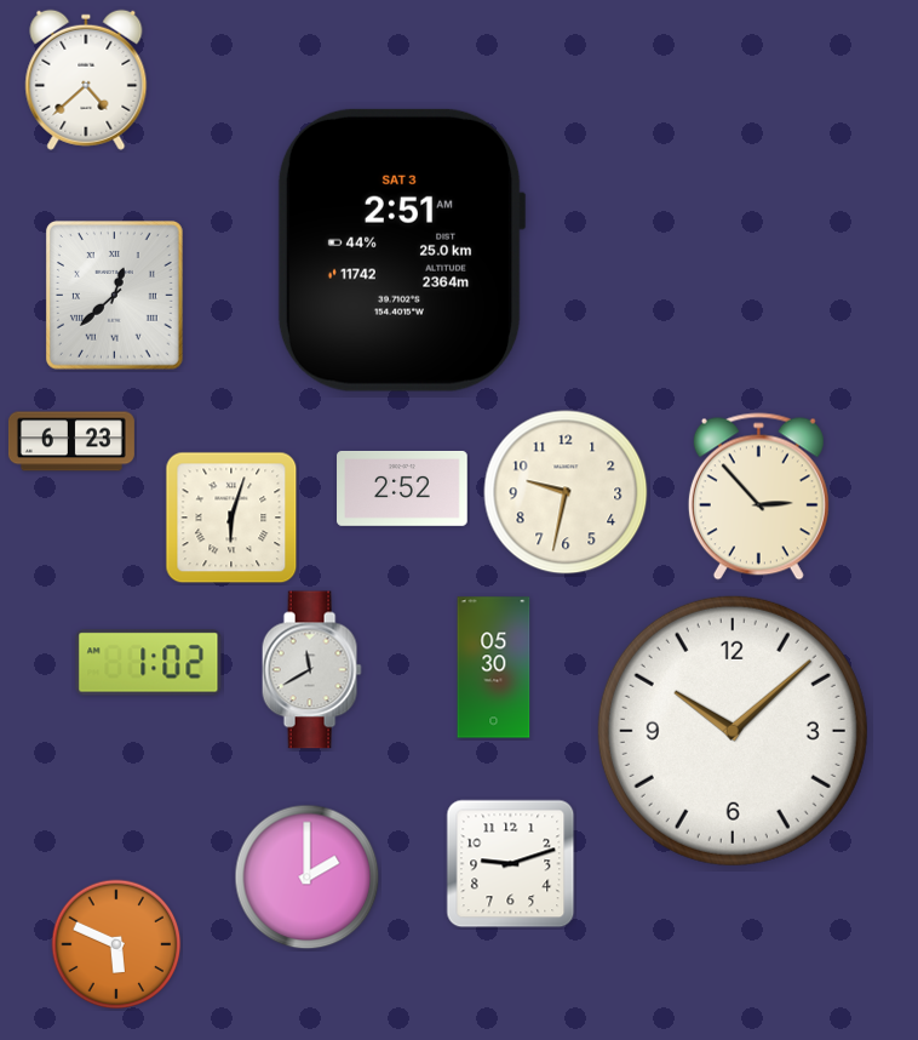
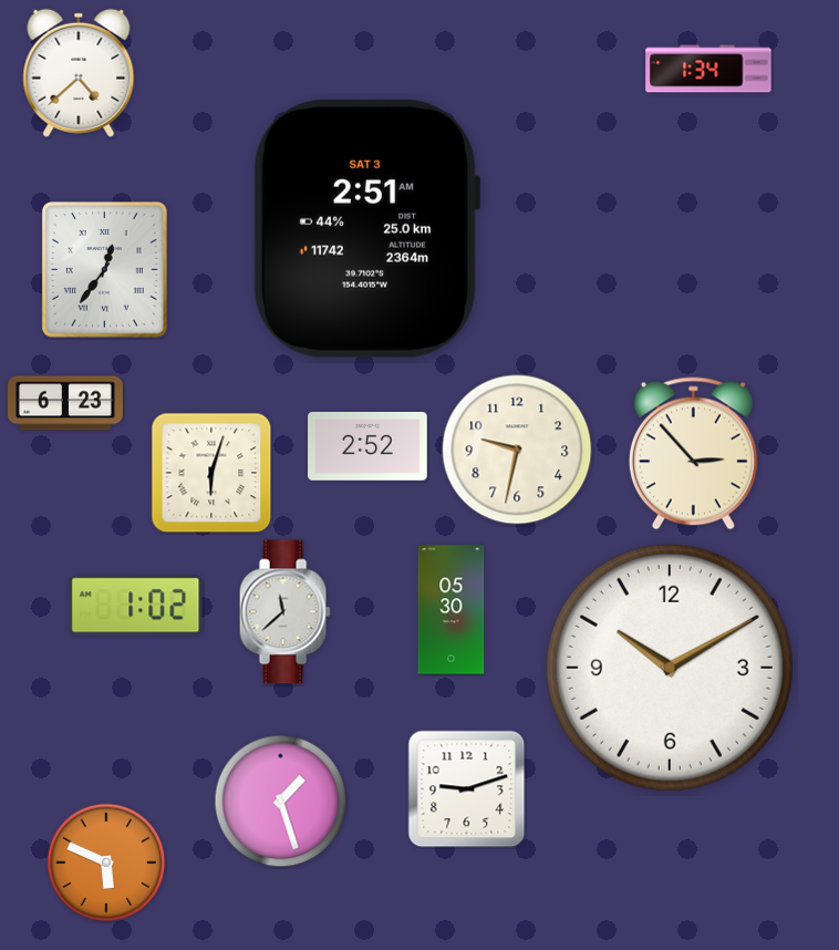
clock at (708, 69): none -> 1:34
clock at (114, 296): 12:38 -> 12:36
clock at (311, 670): 11:40 -> 11:38
clock at (733, 731): 10:08 -> 10:10
clock at (308, 878): 2:00 -> 1:27
